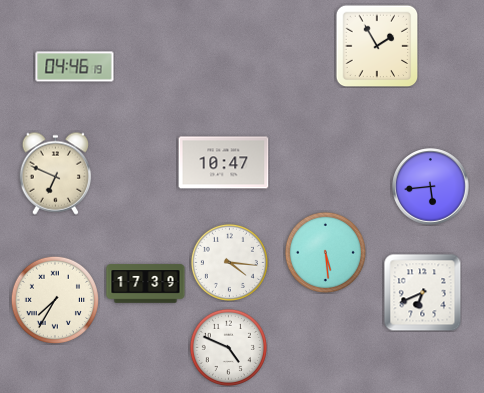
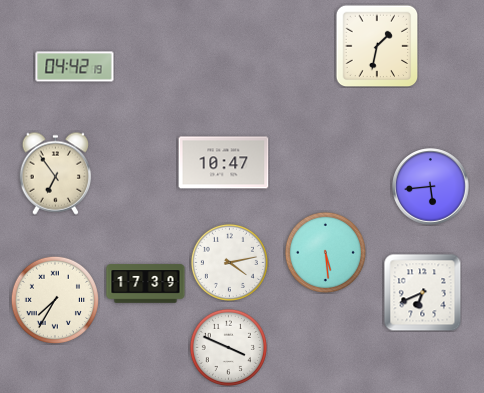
clock at (377, 46): 1:55 -> 1:32
clock at (75, 67): 04:46 -> 04:42
clock at (56, 173): 6:49 -> 6:54
clock at (229, 262): 4:16 -> 4:13
clock at (228, 347): 4:49 -> 3:49
